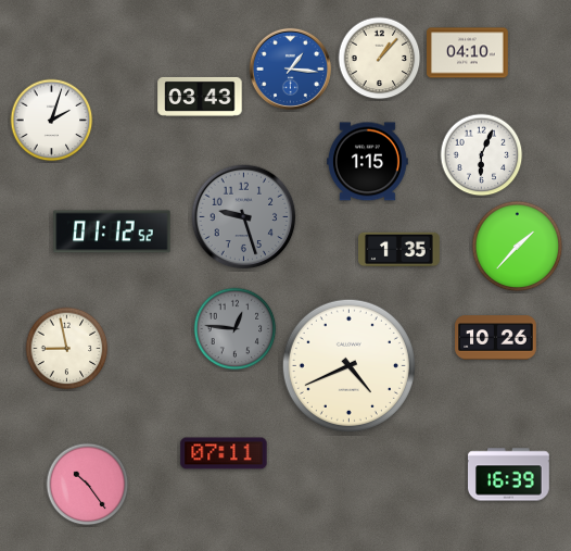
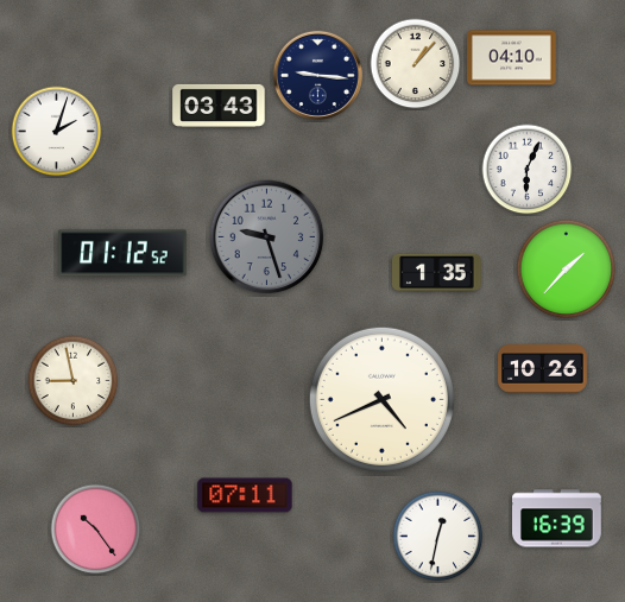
clock at (290, 68): 1:16 -> 9:16
clock at (290, 68) dial: blue -> navy
clock at (368, 162): 1:15 -> none
clock at (236, 329): 12:46 -> none
clock at (438, 537): none -> 12:32
